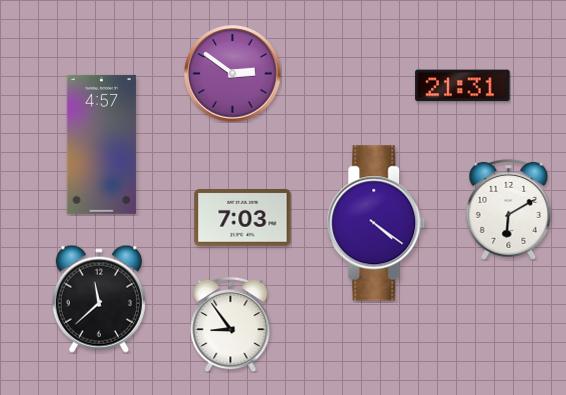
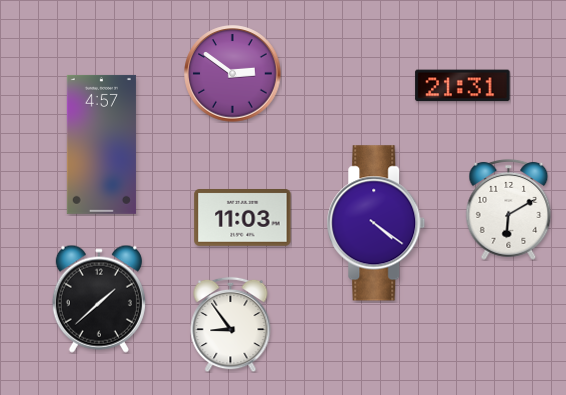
clock at (243, 218): 7:03 -> 11:03
clock at (99, 299): 11:38 -> 1:38
